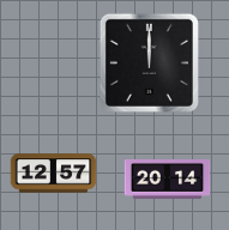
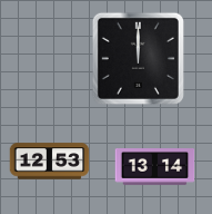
clock at (54, 174): 12:57 -> 12:53
clock at (168, 180): 20:14 -> 13:14
